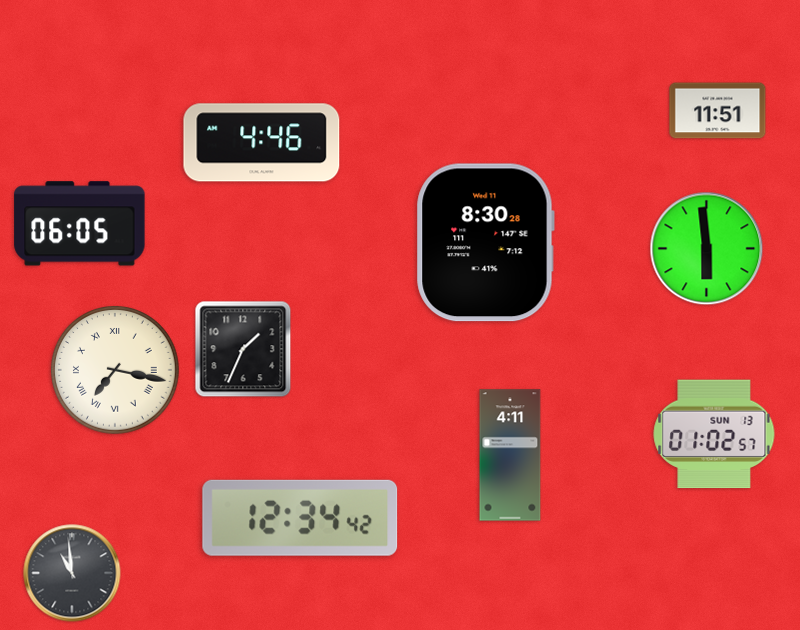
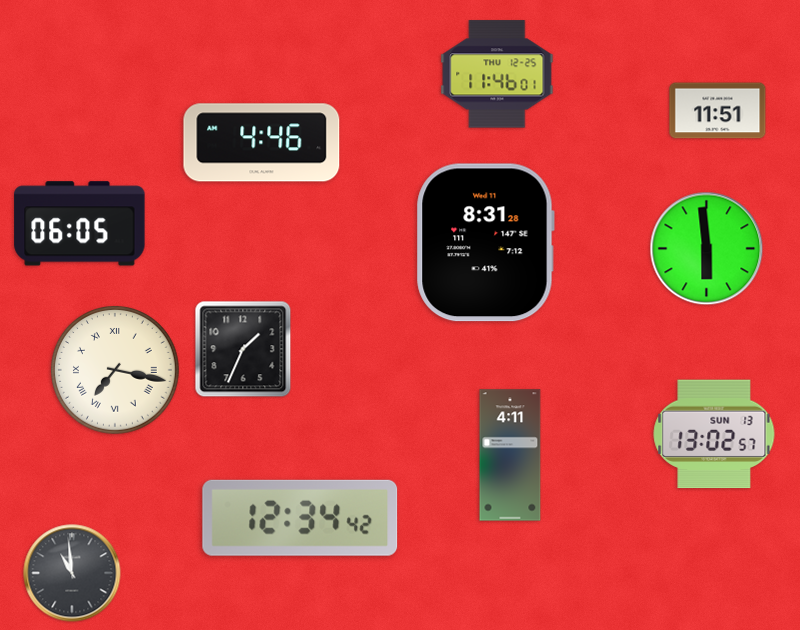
clock at (497, 74): none -> 11:46
clock at (485, 243): 8:30 -> 8:31
clock at (714, 434): 01:02 -> 13:02
